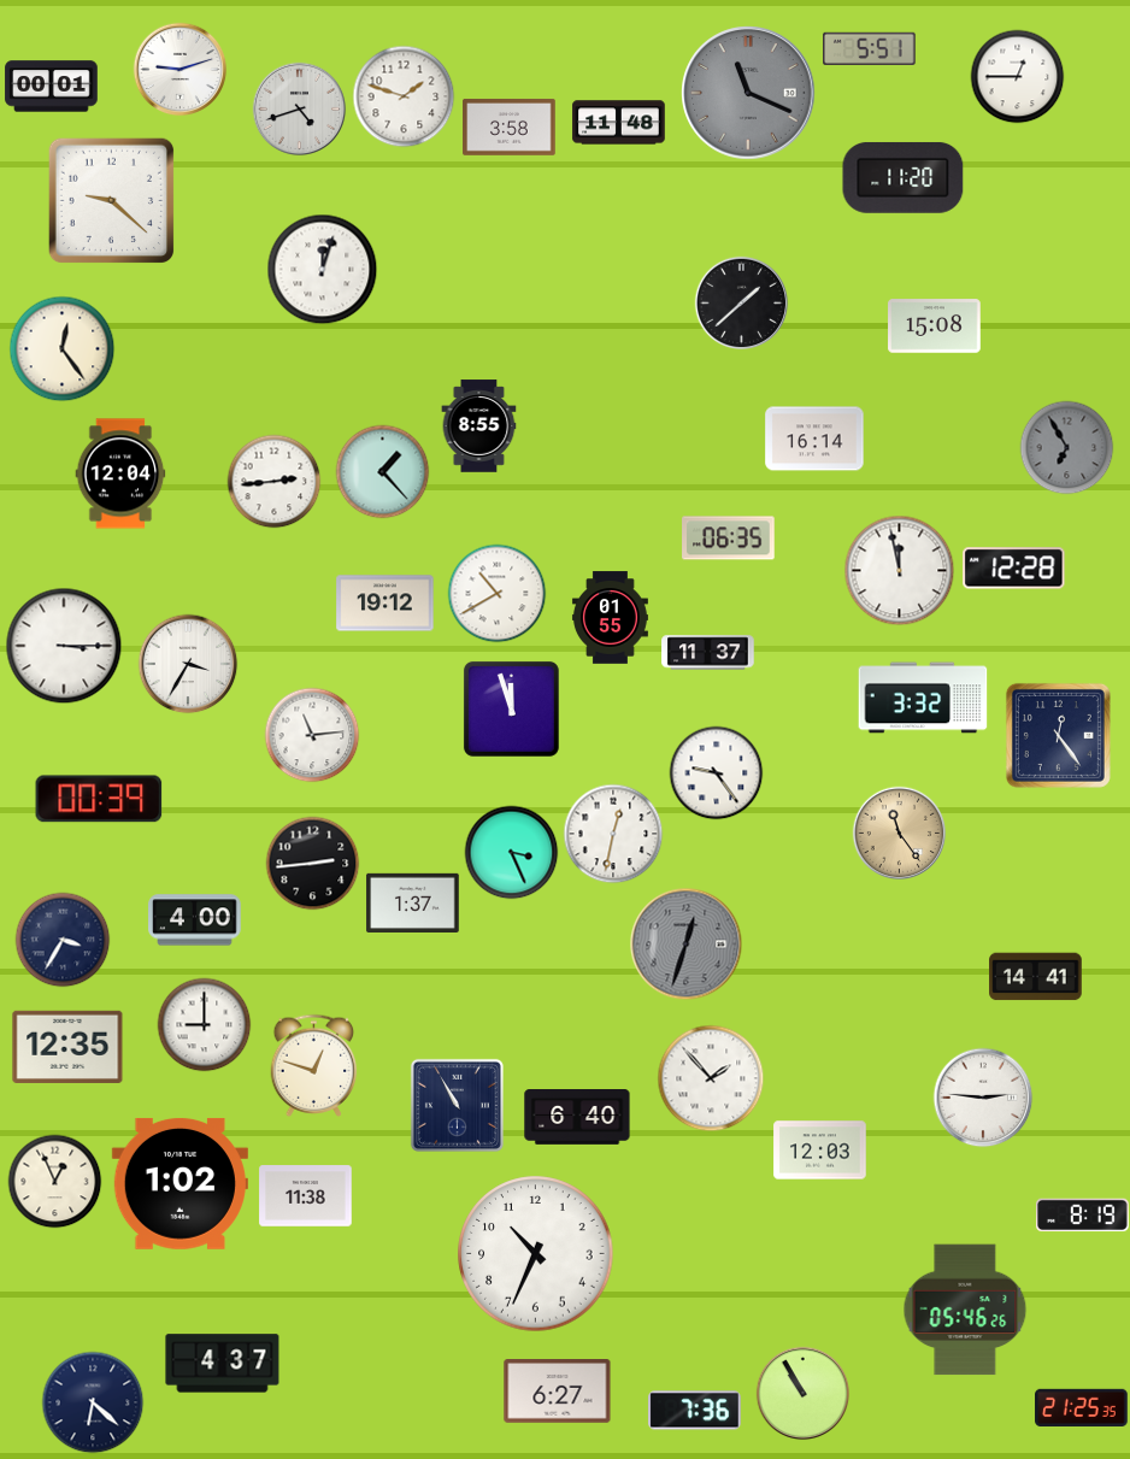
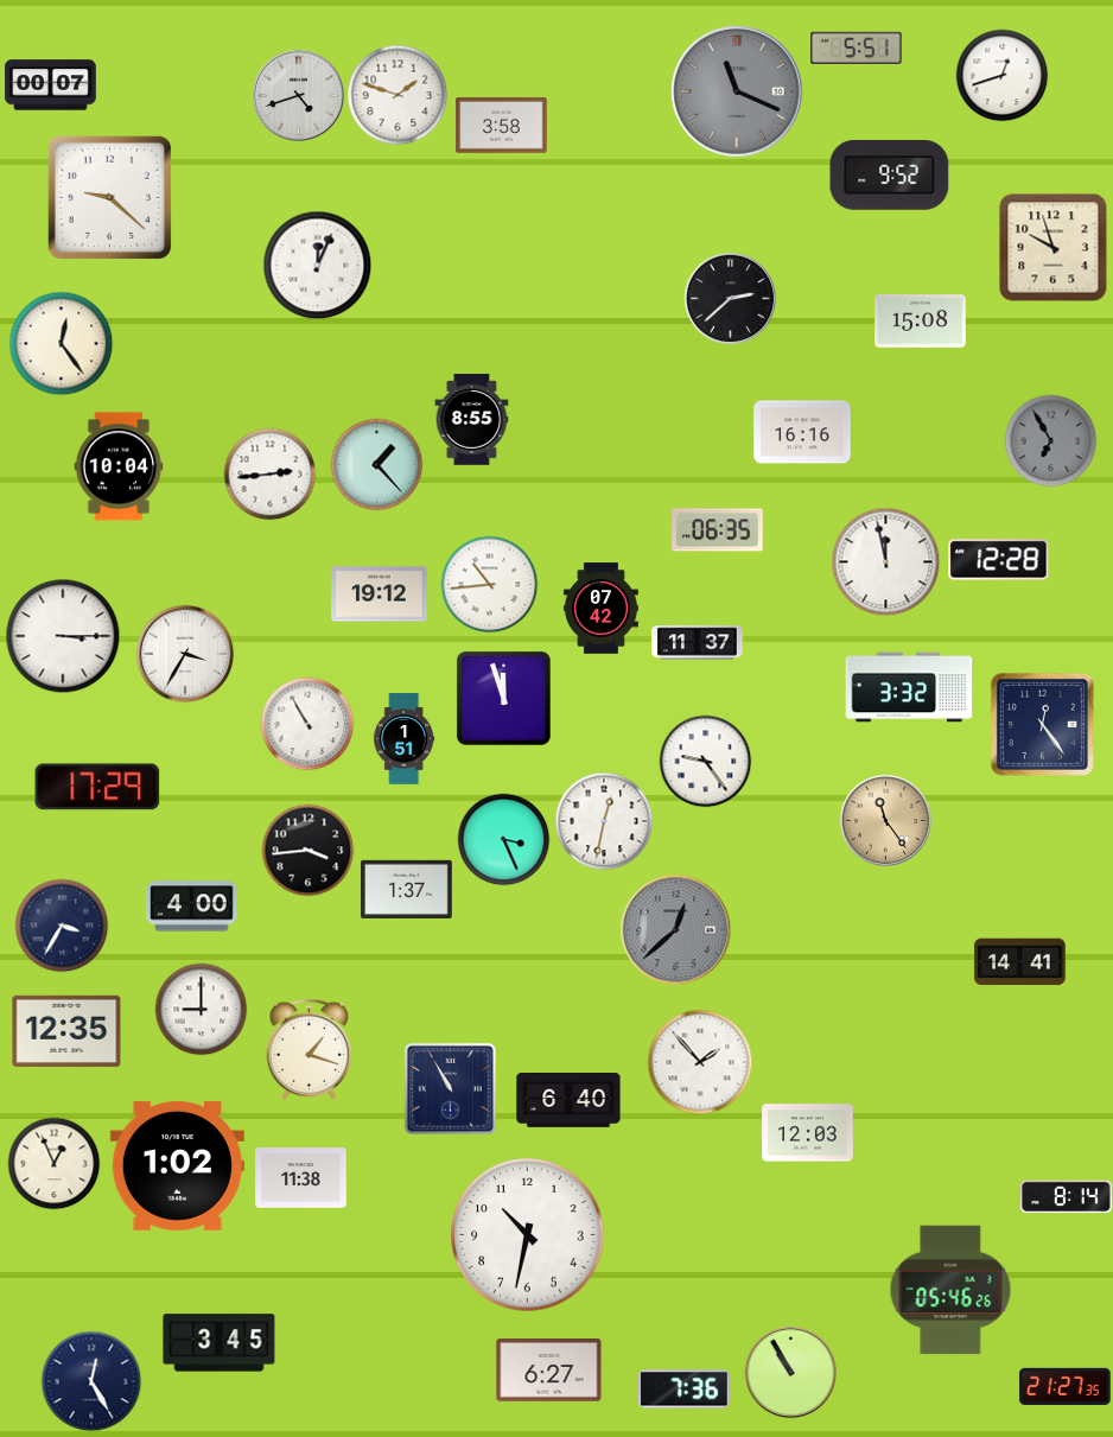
clock at (179, 69): 9:12 -> none
clock at (1017, 76): 12:45 -> 12:42
clock at (52, 87): 00:01 -> 00:07
clock at (299, 108) position: (299, 108) -> (298, 95)
clock at (619, 123): 11:48 -> none
clock at (904, 178): 11:20 -> 9:52
clock at (1054, 248): none -> 9:57
clock at (322, 269): 12:03 -> 12:04
clock at (741, 302): 1:38 -> 2:38
clock at (814, 439): 16:14 -> 16:16
clock at (120, 473): 12:04 -> 10:04
clock at (496, 593): 10:40 -> 10:44
clock at (610, 618): 01:55 -> 07:42
clock at (312, 735): 11:14 -> 10:55
clock at (405, 739): none -> 1:51
clock at (99, 799): 00:39 -> 17:29
clock at (312, 863): 2:44 -> 3:44
clock at (685, 943): 12:33 -> 12:38
clock at (314, 1065): 12:48 -> 1:18
clock at (983, 1098): 2:46 -> none
clock at (1083, 1216): 8:19 -> 8:14
clock at (536, 1254): 10:34 -> 10:32
clock at (223, 1364): 4:37 -> 3:45
clock at (93, 1402): 6:22 -> 12:25
clock at (1082, 1407): 21:25 -> 21:27
